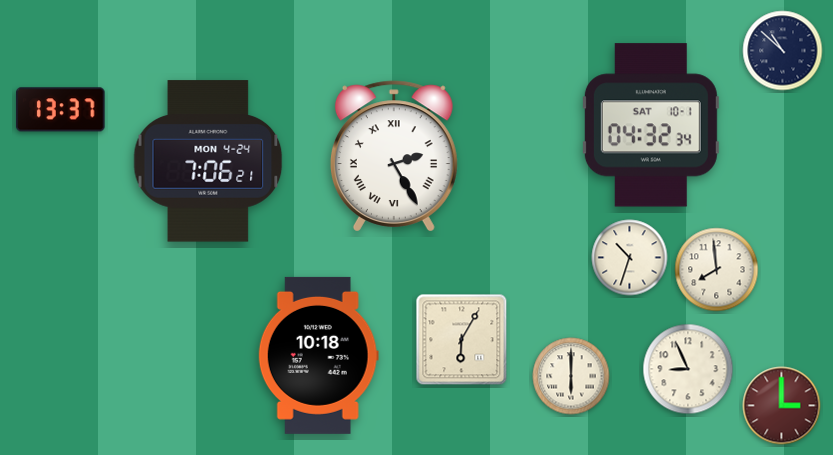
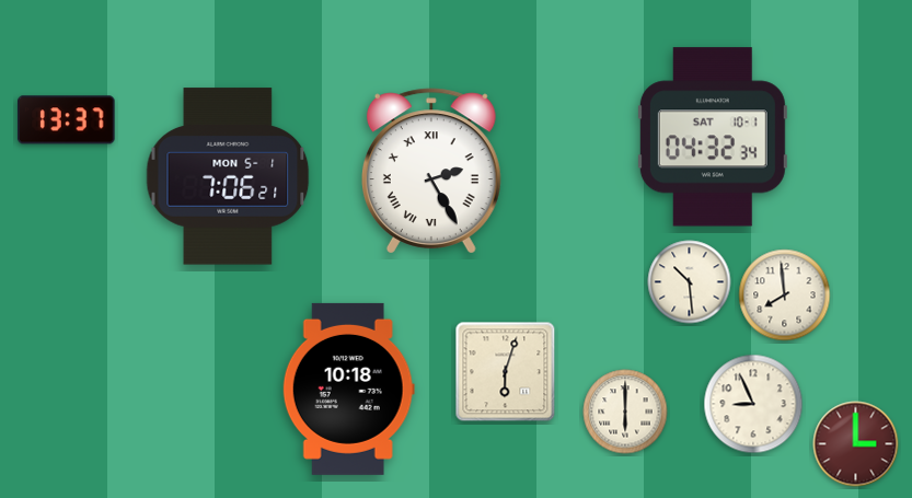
clock at (783, 51): 10:52 -> none
clock at (208, 161) date: MON 4-24 -> MON 5-1
clock at (630, 258): 10:33 -> 10:29
clock at (462, 340): 6:05 -> 6:03
